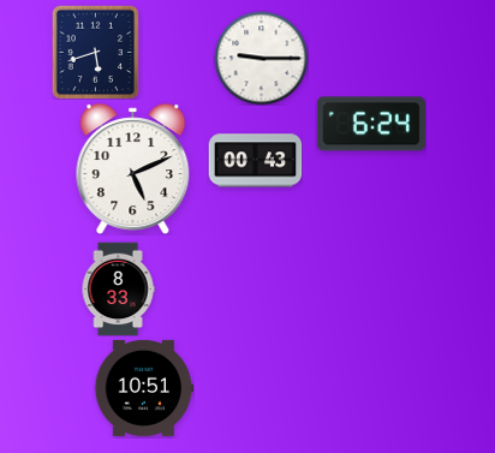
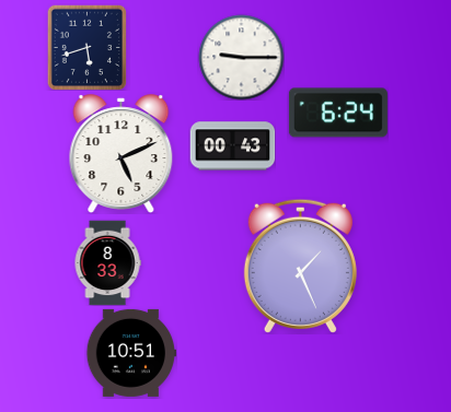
clock at (261, 58) position: (261, 58) -> (241, 57)
clock at (300, 266): none -> 1:26
